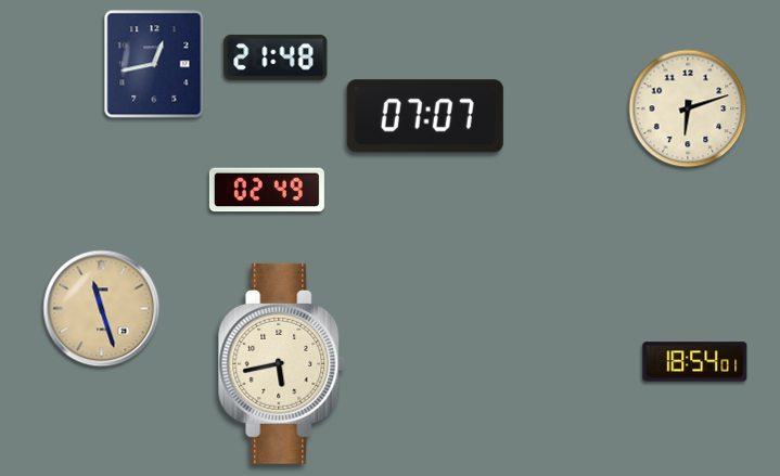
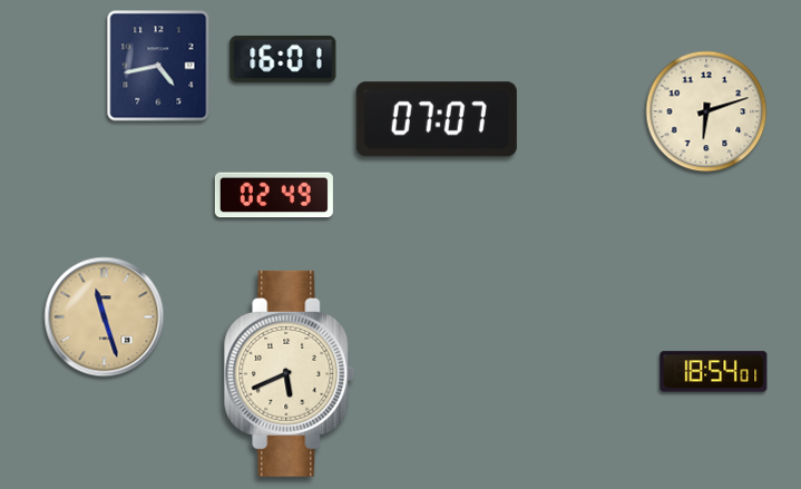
clock at (276, 57): 21:48 -> 16:01
clock at (154, 64): 12:43 -> 4:43
clock at (282, 363): 5:43 -> 5:41
